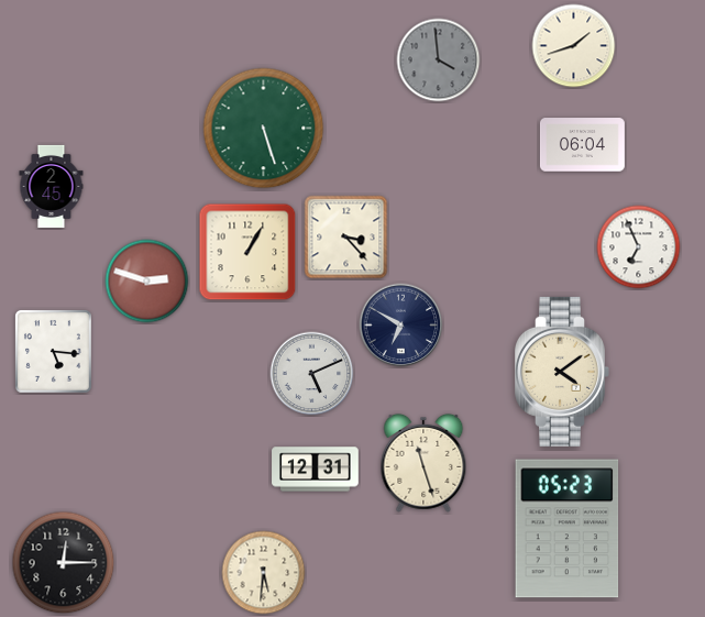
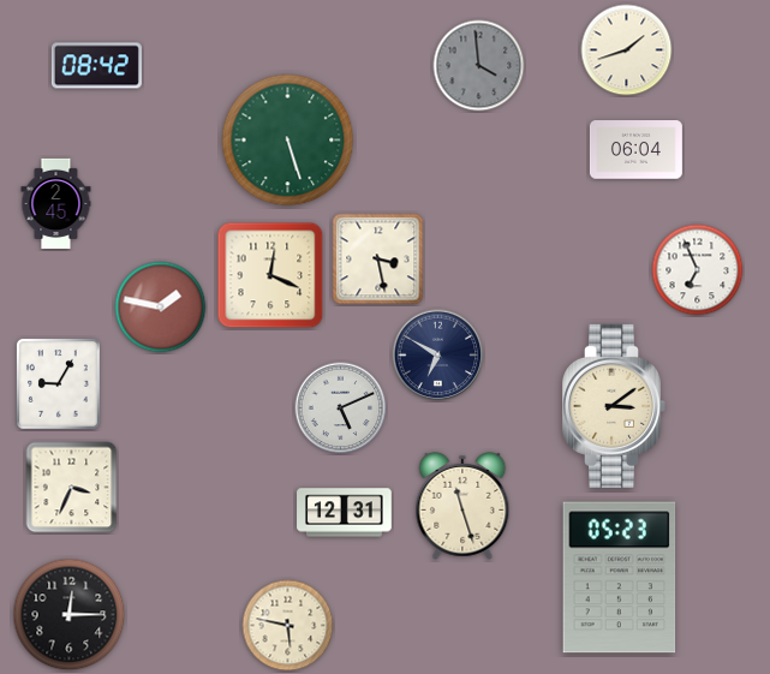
clock at (96, 66): none -> 08:42
clock at (582, 145) position: (582, 145) -> (635, 150)
clock at (346, 238): 3:23 -> 3:28
clock at (247, 252): 1:05 -> 12:19
clock at (147, 282): 2:48 -> 1:47
clock at (54, 352): 5:16 -> 9:05
clock at (562, 372): 4:09 -> 3:09
clock at (72, 488): none -> 3:34
clock at (264, 573): 5:31 -> 5:47
